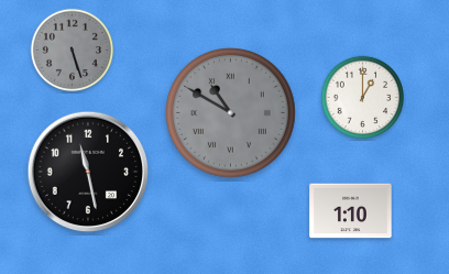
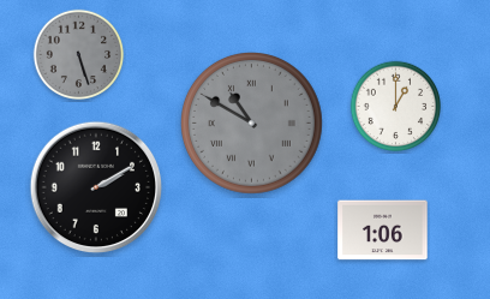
clock at (88, 172): 11:28 -> 2:10
clock at (351, 211): 1:10 -> 1:06
